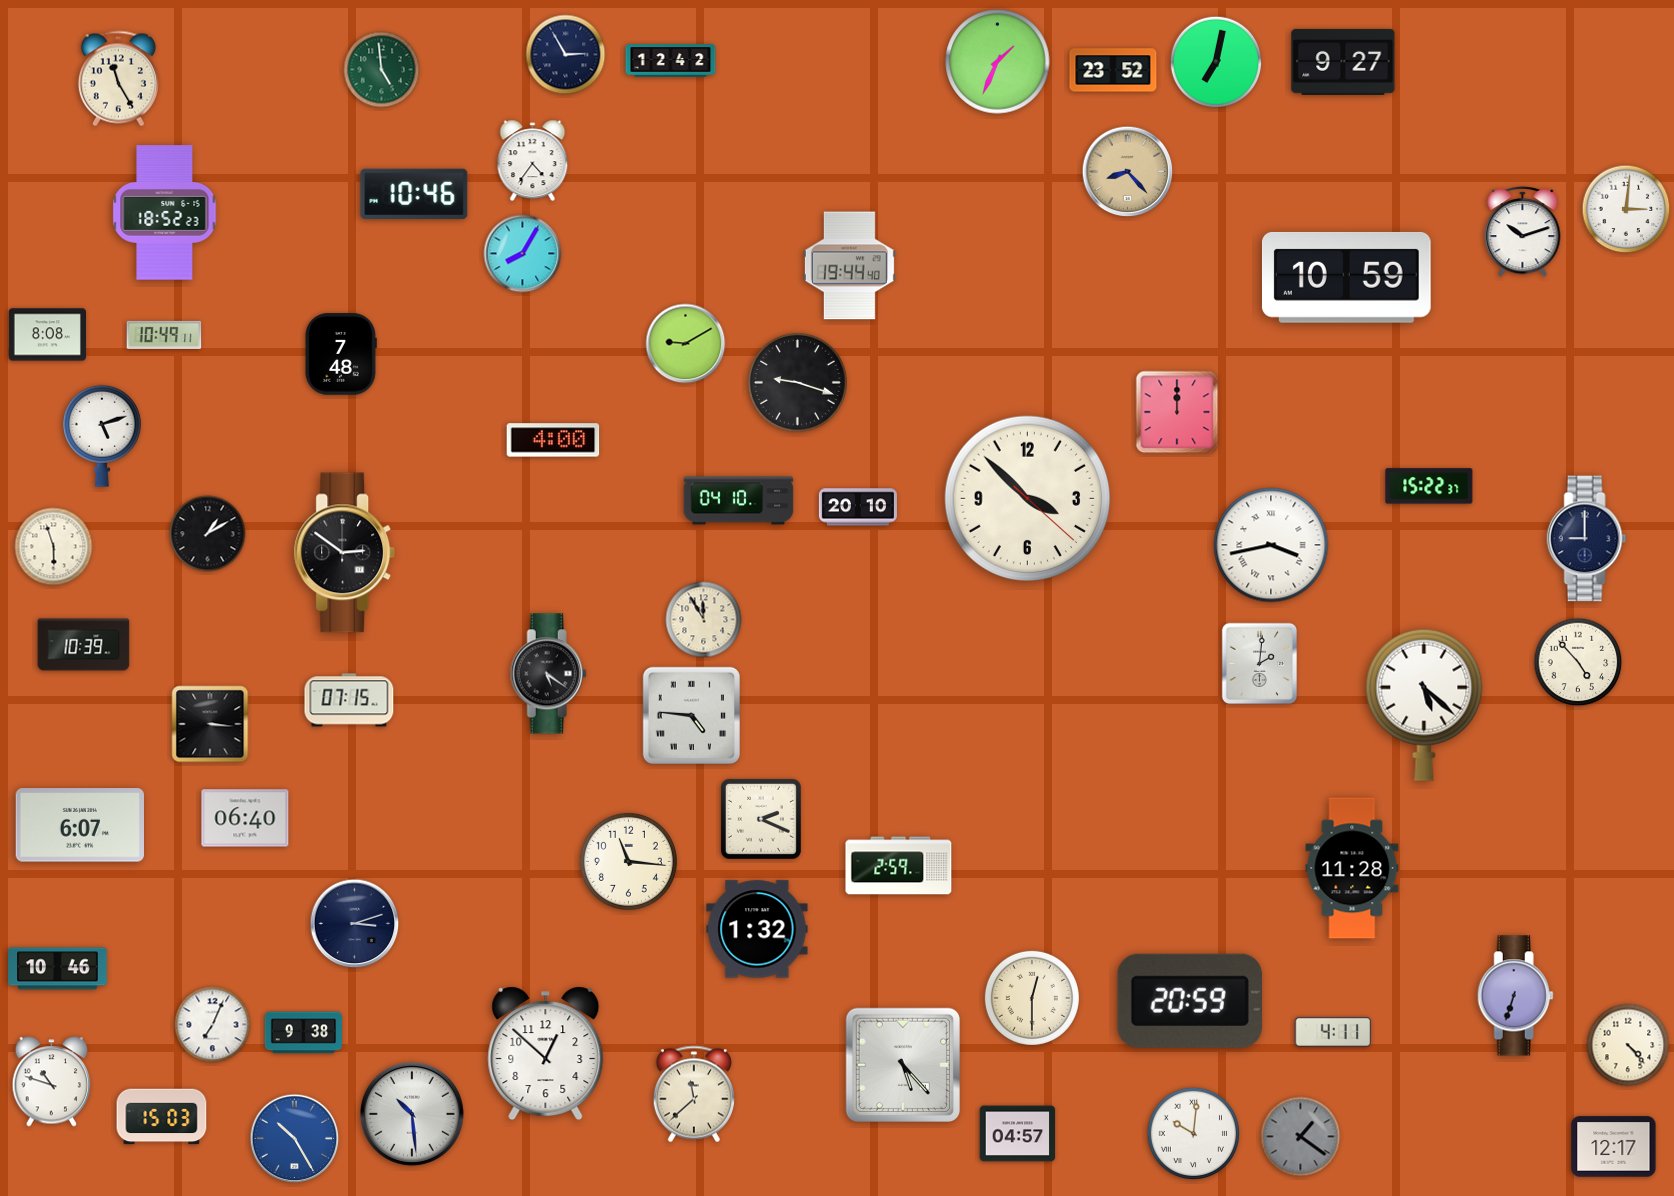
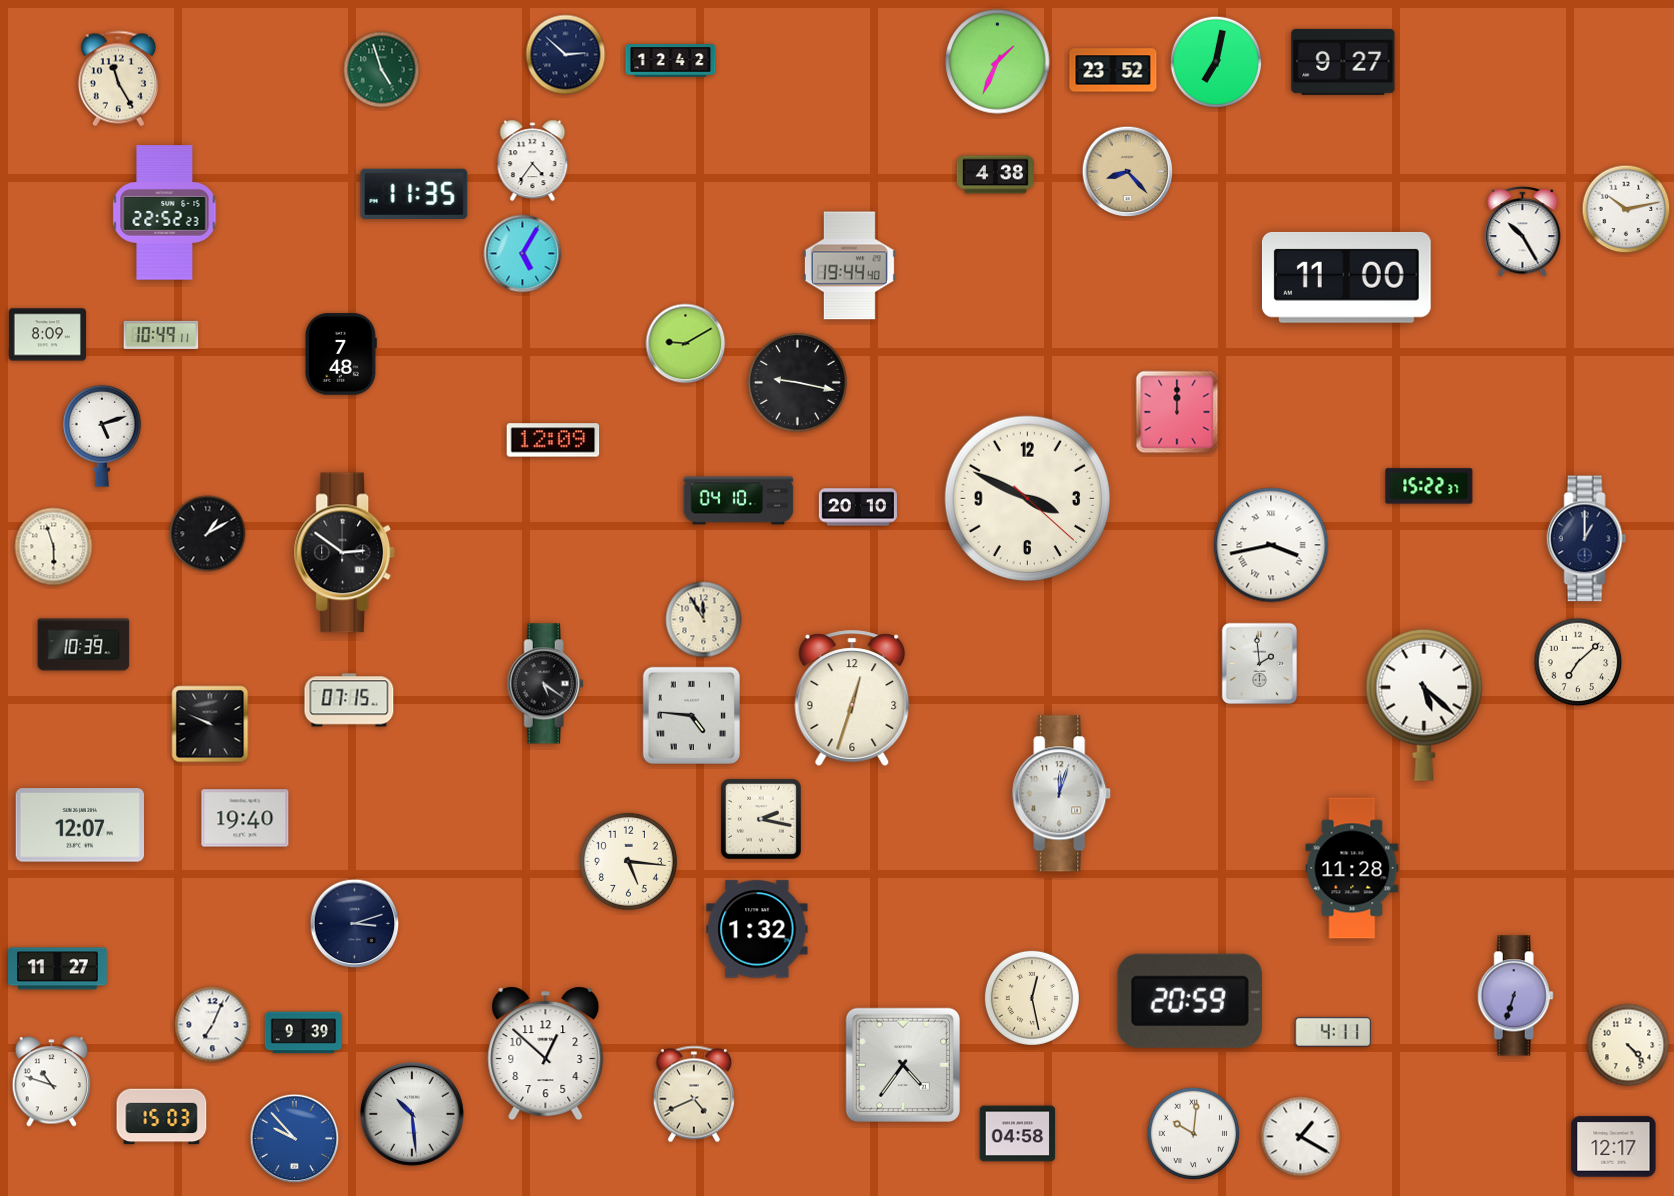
clock at (566, 55): 2:55 -> 2:52
clock at (382, 70): 4:59 -> 4:57
clock at (995, 175): none -> 4:38
clock at (414, 194): 10:46 -> 11:35
clock at (1626, 209): 3:01 -> 10:13
clock at (165, 213): 18:52 -> 22:52
clock at (1523, 232): 10:12 -> 10:25
clock at (523, 254): 8:05 -> 5:05
clock at (1346, 277): 10:59 -> 11:00
clock at (47, 335): 8:08 -> 8:09
clock at (164, 335) position: (164, 335) -> (161, 335)
clock at (797, 382): 9:18 -> 9:17
clock at (553, 440): 4:00 -> 12:09
clock at (1027, 498): 3:52 -> 3:49
clock at (1587, 539): 9:00 -> 1:00
clock at (1578, 662): 4:53 -> 7:08
clock at (1260, 664): 2:01 -> 1:59
clock at (548, 674) position: (548, 674) -> (545, 684)
clock at (852, 698): none -> 12:33
clock at (210, 724): 3:16 -> 9:49
clock at (1062, 794): none -> 12:03
clock at (245, 818): 06:40 -> 19:40
clock at (761, 819): 2:19 -> 2:17
clock at (79, 825): 6:07 -> 12:07
clock at (628, 861): 11:16 -> 5:16
clock at (899, 866): 2:59 -> none
clock at (58, 969): 10:46 -> 11:27
clock at (1032, 998): 12:30 -> 12:28
clock at (303, 1033): 9:38 -> 9:39
clock at (903, 1065): 5:23 -> 4:36
clock at (694, 1094): 11:38 -> 4:41
clock at (1018, 1134): 04:57 -> 04:58
clock at (1301, 1137): 1:21 -> 1:20
clock at (1301, 1137) dial: grey -> white
clock at (295, 1139): 10:25 -> 9:53
